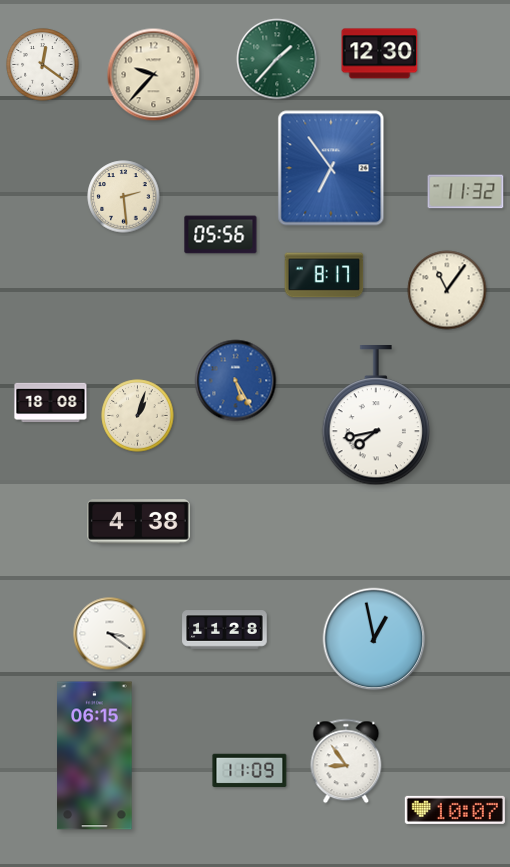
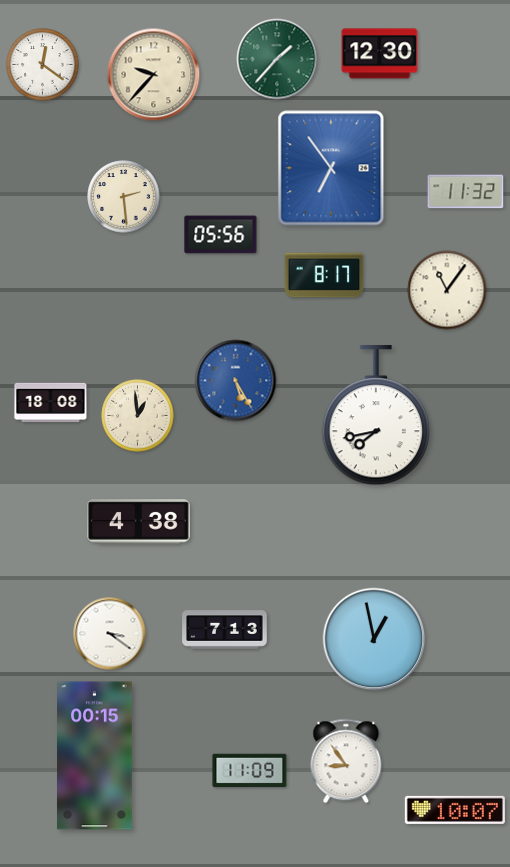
clock at (138, 416): 1:03 -> 12:59
clock at (225, 630): 11:28 -> 7:13
clock at (95, 756): 06:15 -> 00:15
